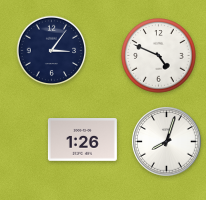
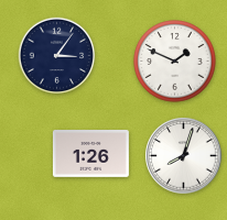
clock at (159, 56): 4:49 -> 1:49
